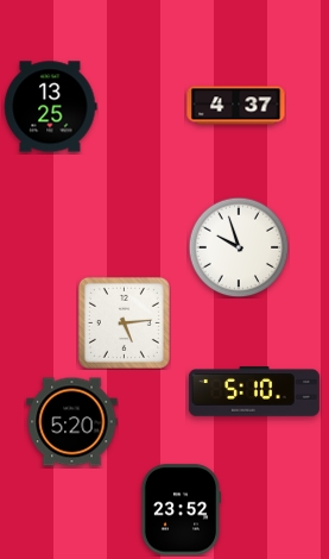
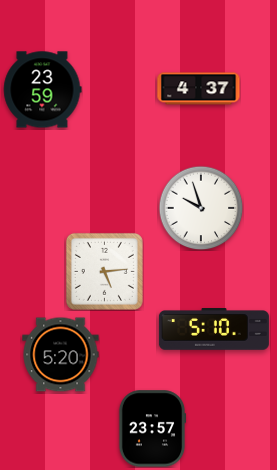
clock at (51, 107): 13:25 -> 23:59
clock at (181, 510): 23:52 -> 23:57
